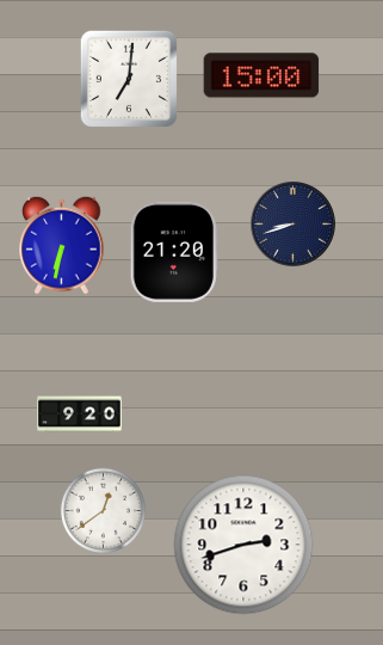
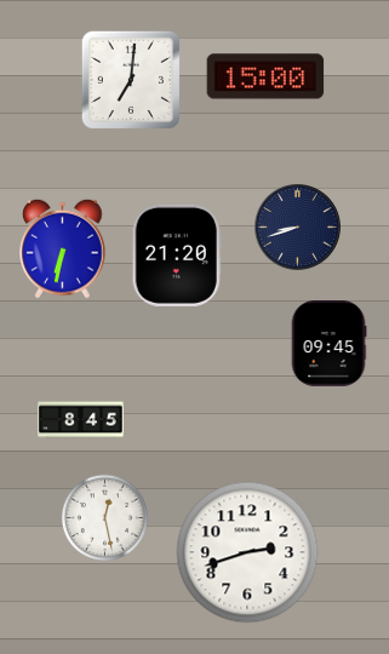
clock at (328, 344): none -> 09:45
clock at (80, 414): 9:20 -> 8:45
clock at (103, 510): 12:39 -> 12:28
